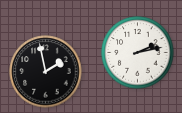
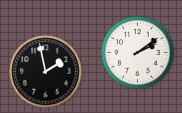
clock at (138, 53): 2:13 -> 2:09
